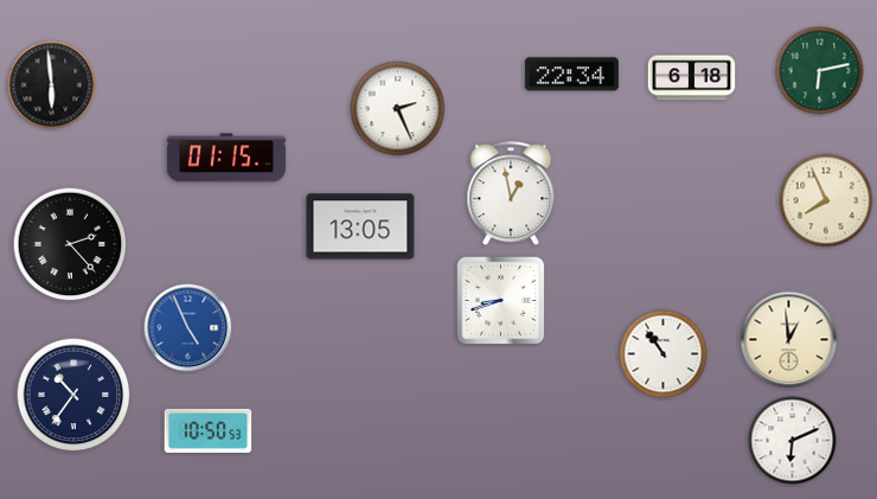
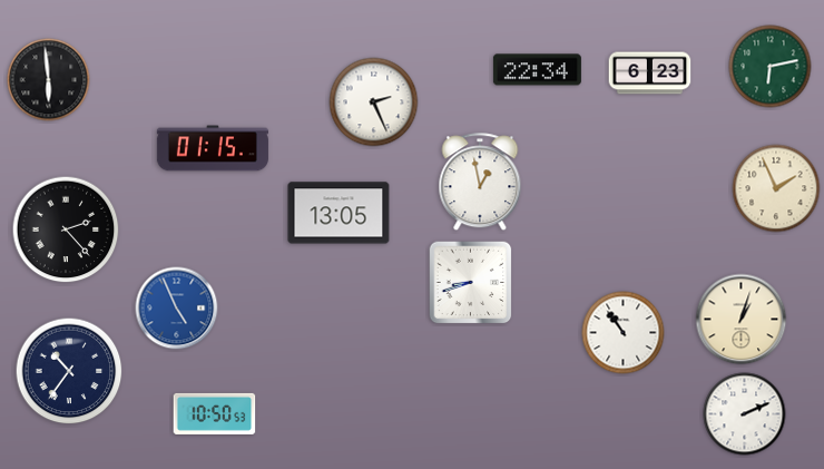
clock at (692, 78): 6:18 -> 6:23
clock at (826, 200): 7:56 -> 1:56
clock at (789, 340): 12:59 -> 1:03
clock at (209, 430) position: (209, 430) -> (215, 413)
clock at (793, 441): 6:11 -> 2:11
